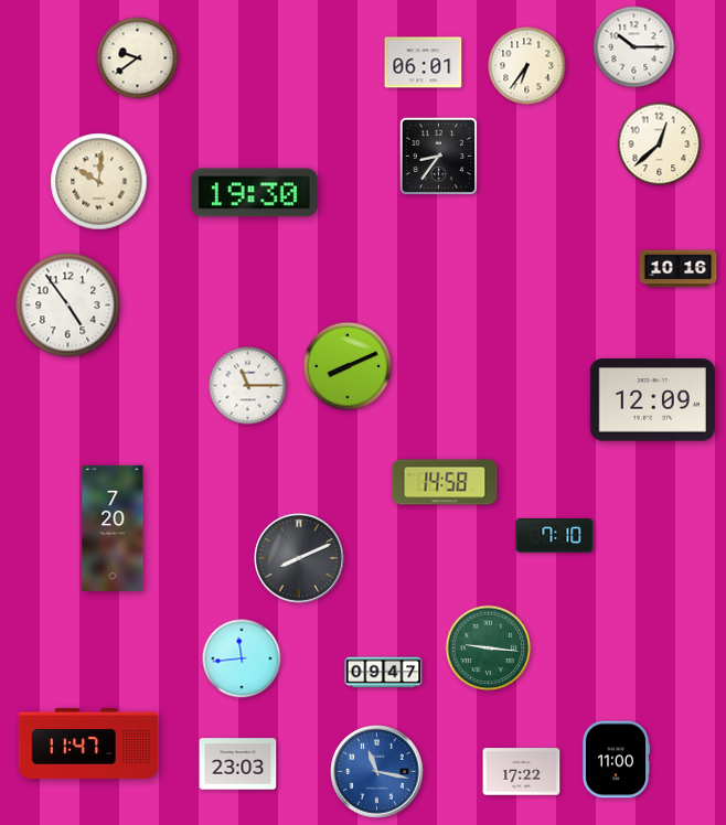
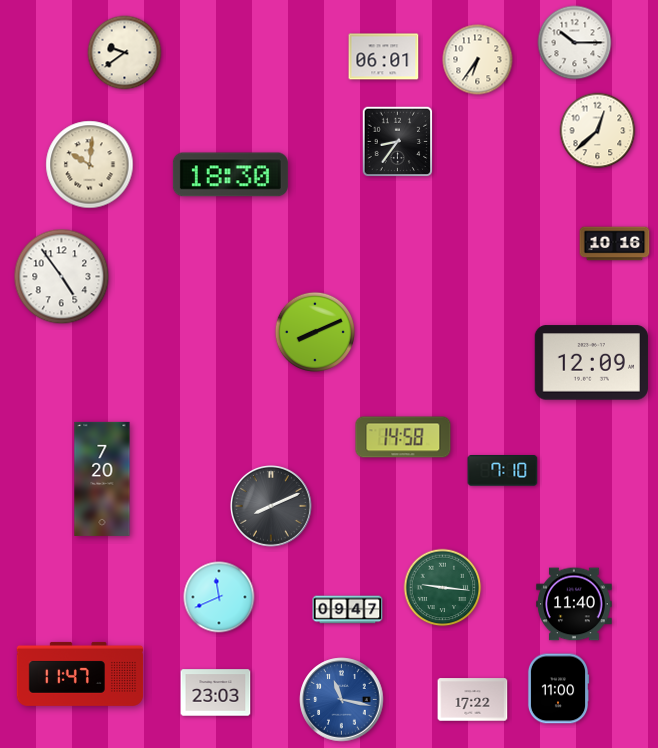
clock at (254, 193): 19:30 -> 18:30
clock at (248, 386): 11:15 -> none
clock at (555, 536) position: (555, 536) -> (503, 471)
clock at (242, 658): 11:44 -> 11:41
clock at (574, 604): none -> 11:40
